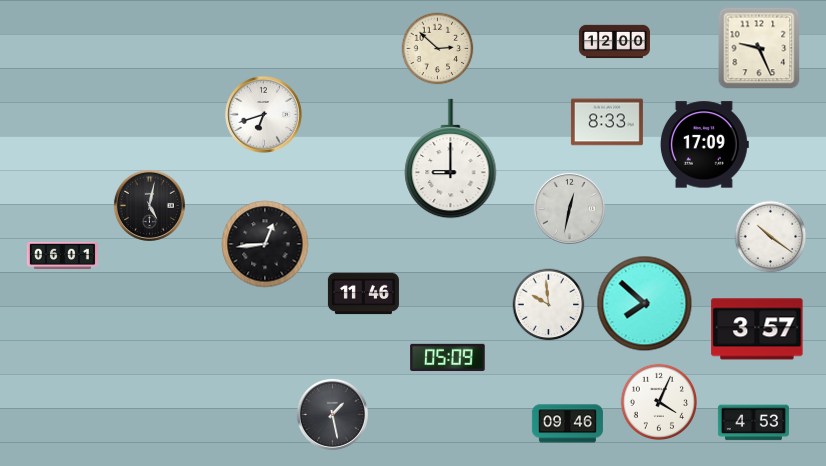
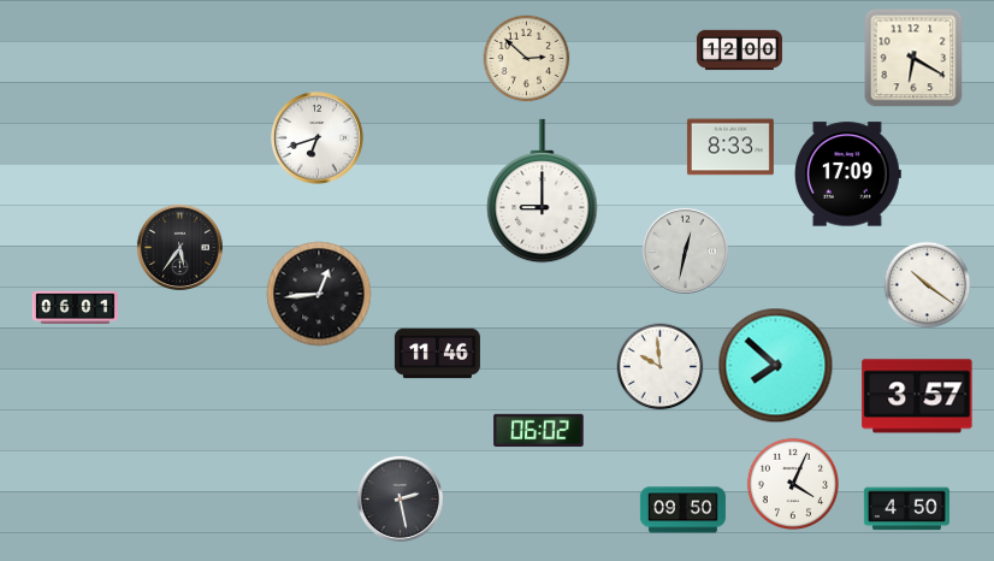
clock at (759, 48): 9:26 -> 6:20
clock at (149, 205): 5:02 -> 5:36
clock at (757, 329) position: (757, 329) -> (917, 396)
clock at (448, 358): 05:09 -> 06:02
clock at (332, 414): 1:28 -> 2:28
clock at (753, 423): 4:53 -> 4:50
clock at (567, 424): 09:46 -> 09:50
